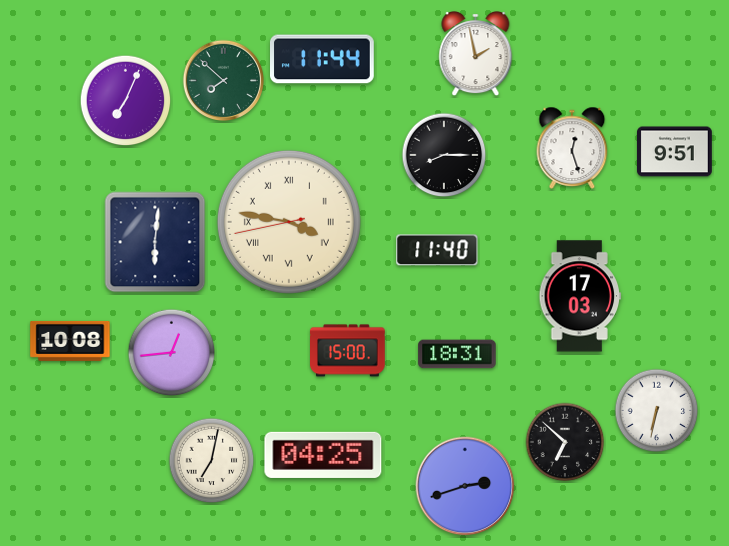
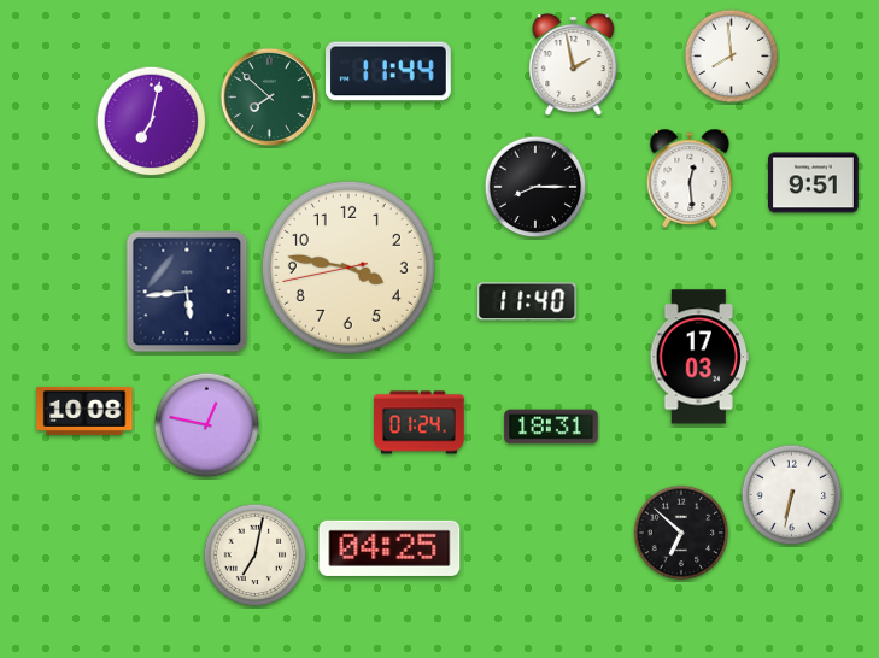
clock at (732, 57): none -> 7:59
clock at (126, 101): 7:04 -> 7:02
clock at (572, 148): 12:27 -> 12:29
clock at (289, 222) numerals: Roman -> Arabic
clock at (155, 242): 6:01 -> 5:44
clock at (348, 351): 15:00 -> 01:24
clock at (172, 353): 12:44 -> 12:47
clock at (465, 486): 2:42 -> none
